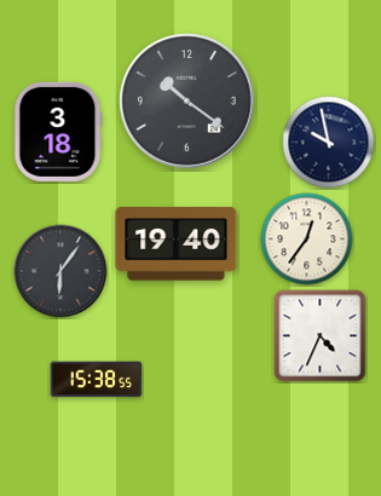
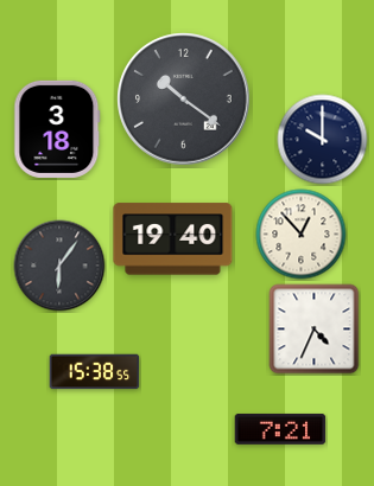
clock at (329, 143): 9:58 -> 10:00
clock at (307, 240): 12:36 -> 12:53
clock at (280, 429): none -> 7:21
